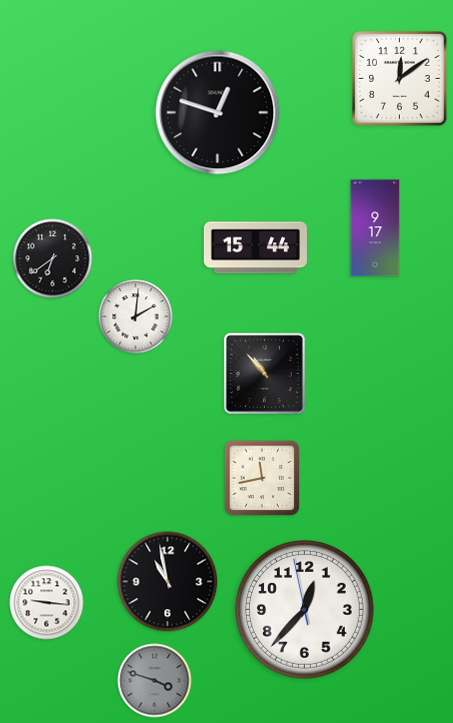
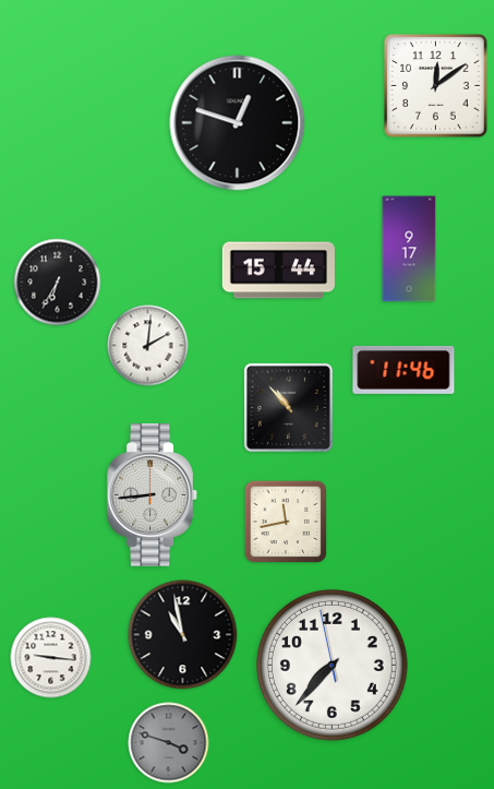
clock at (53, 259): 6:39 -> 6:35
clock at (403, 370): none -> 11:46
clock at (152, 495): none -> 8:44
clock at (305, 610): 12:36 -> 7:36
